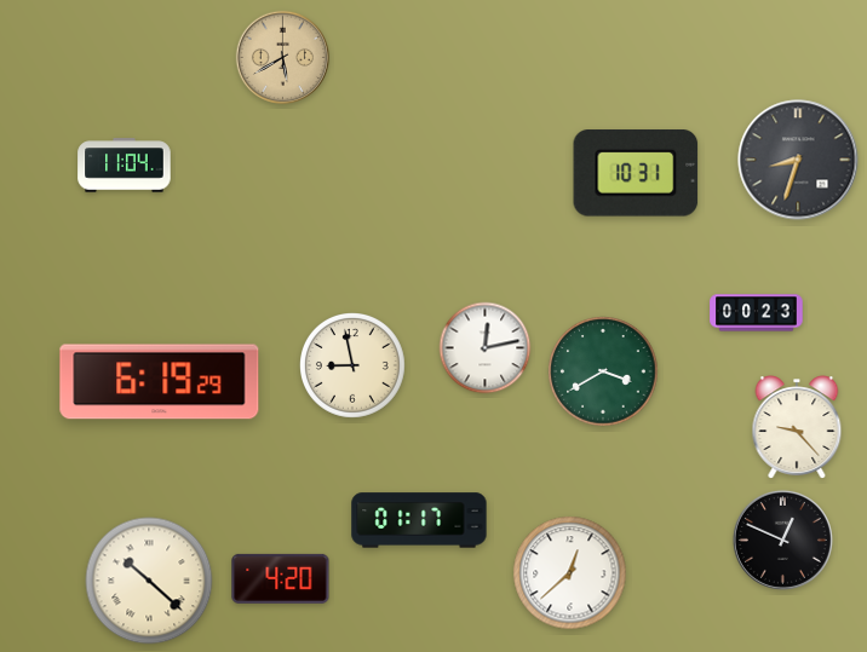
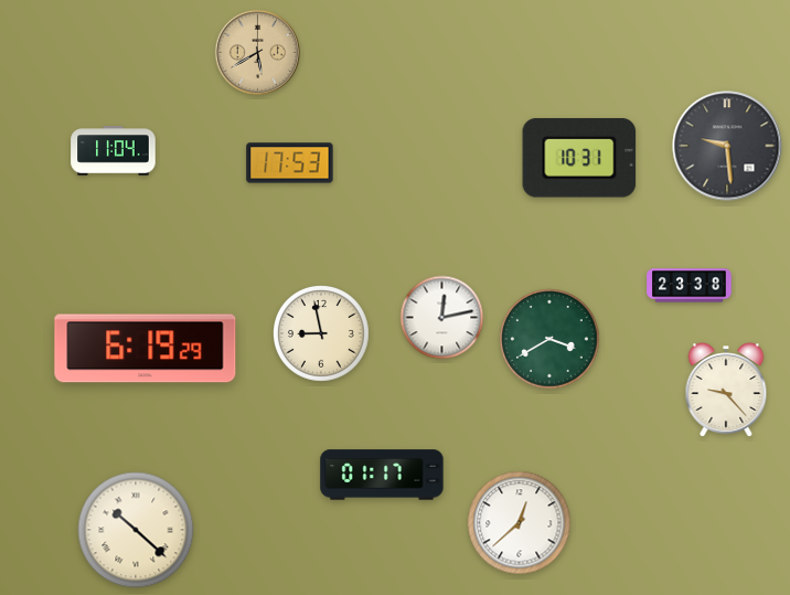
clock at (798, 160): 8:33 -> 9:29
clock at (290, 163): none -> 17:53
clock at (757, 313): 00:23 -> 23:38
clock at (782, 540): 12:49 -> none
clock at (281, 578): 4:20 -> none
